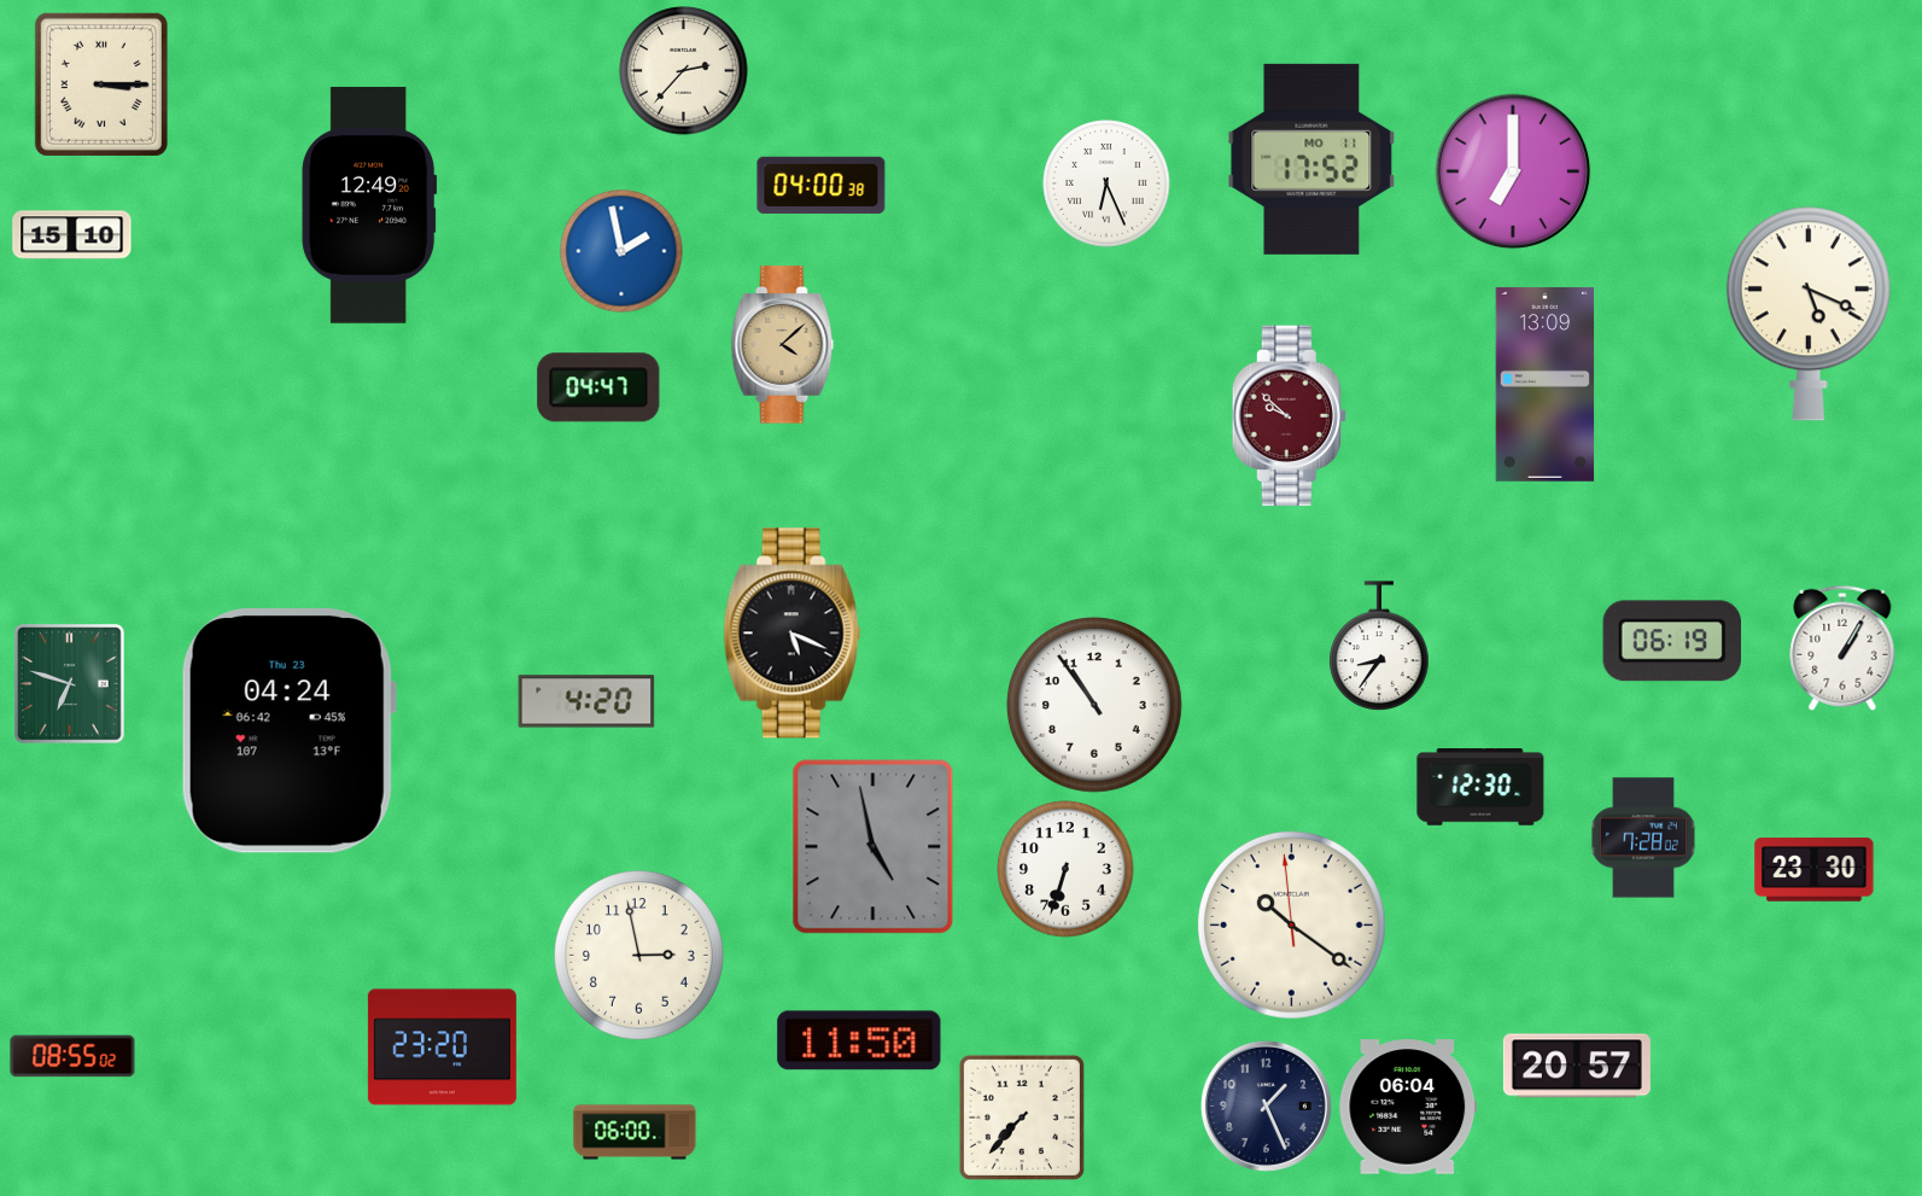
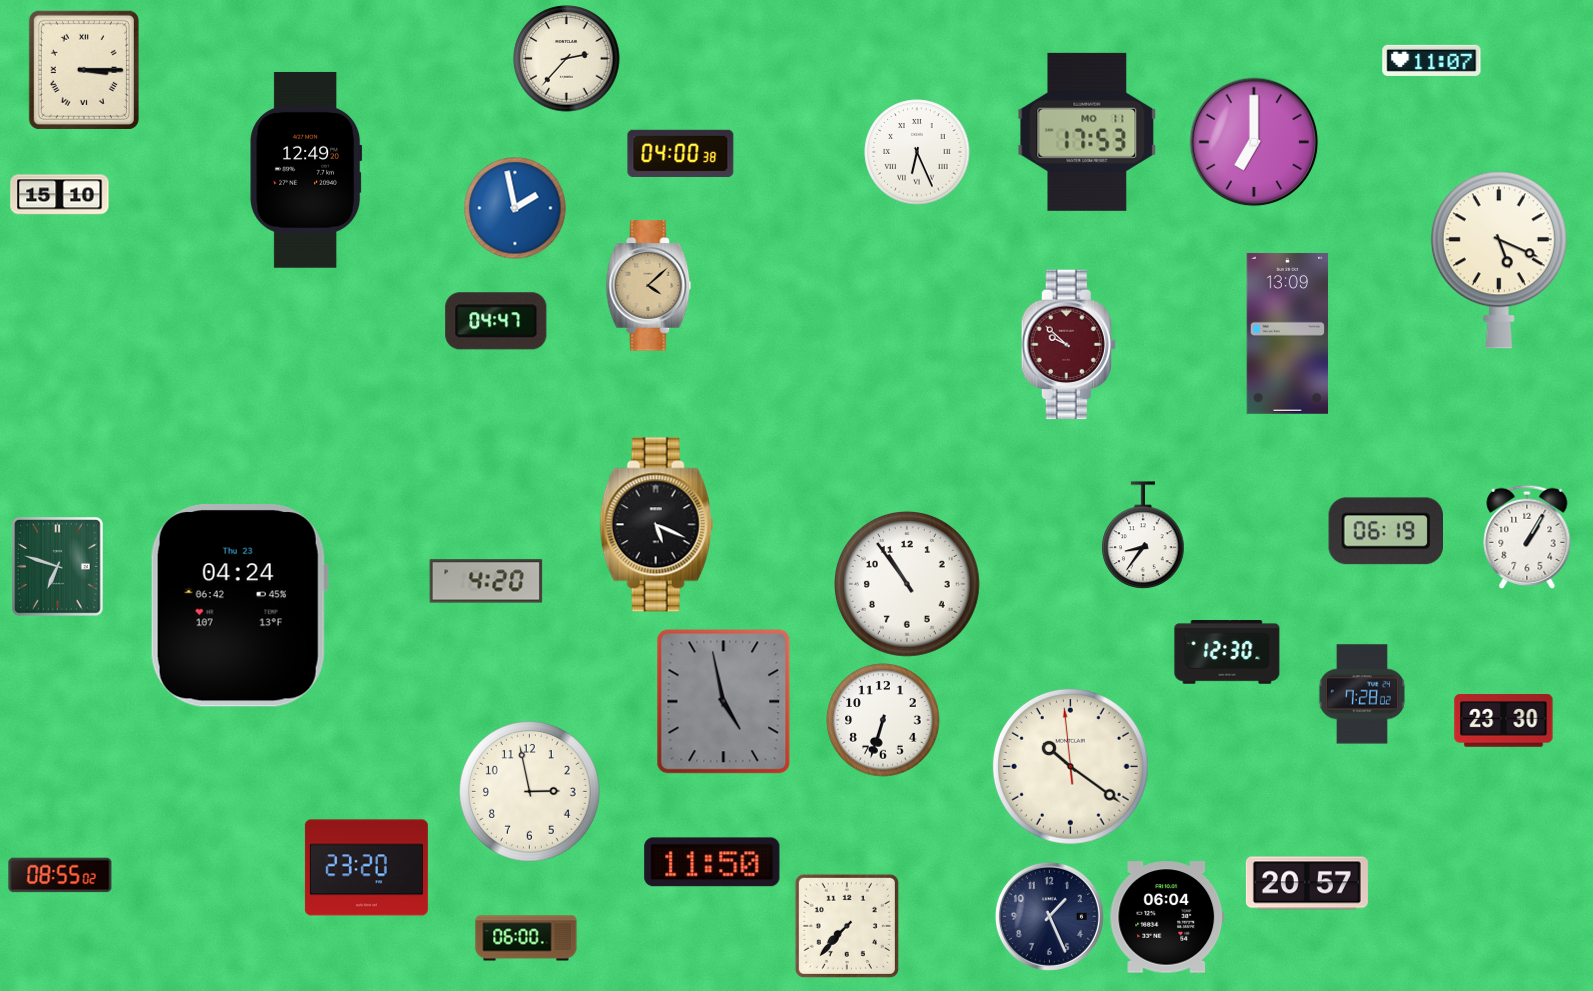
clock at (1432, 60): none -> 11:07
clock at (1311, 159): 17:52 -> 17:53
clock at (1546, 384) position: (1546, 384) -> (1288, 333)
